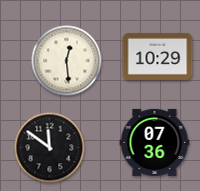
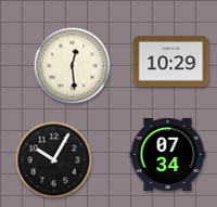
clock at (155, 142): 07:36 -> 07:34
clock at (50, 148): 11:51 -> 10:05
